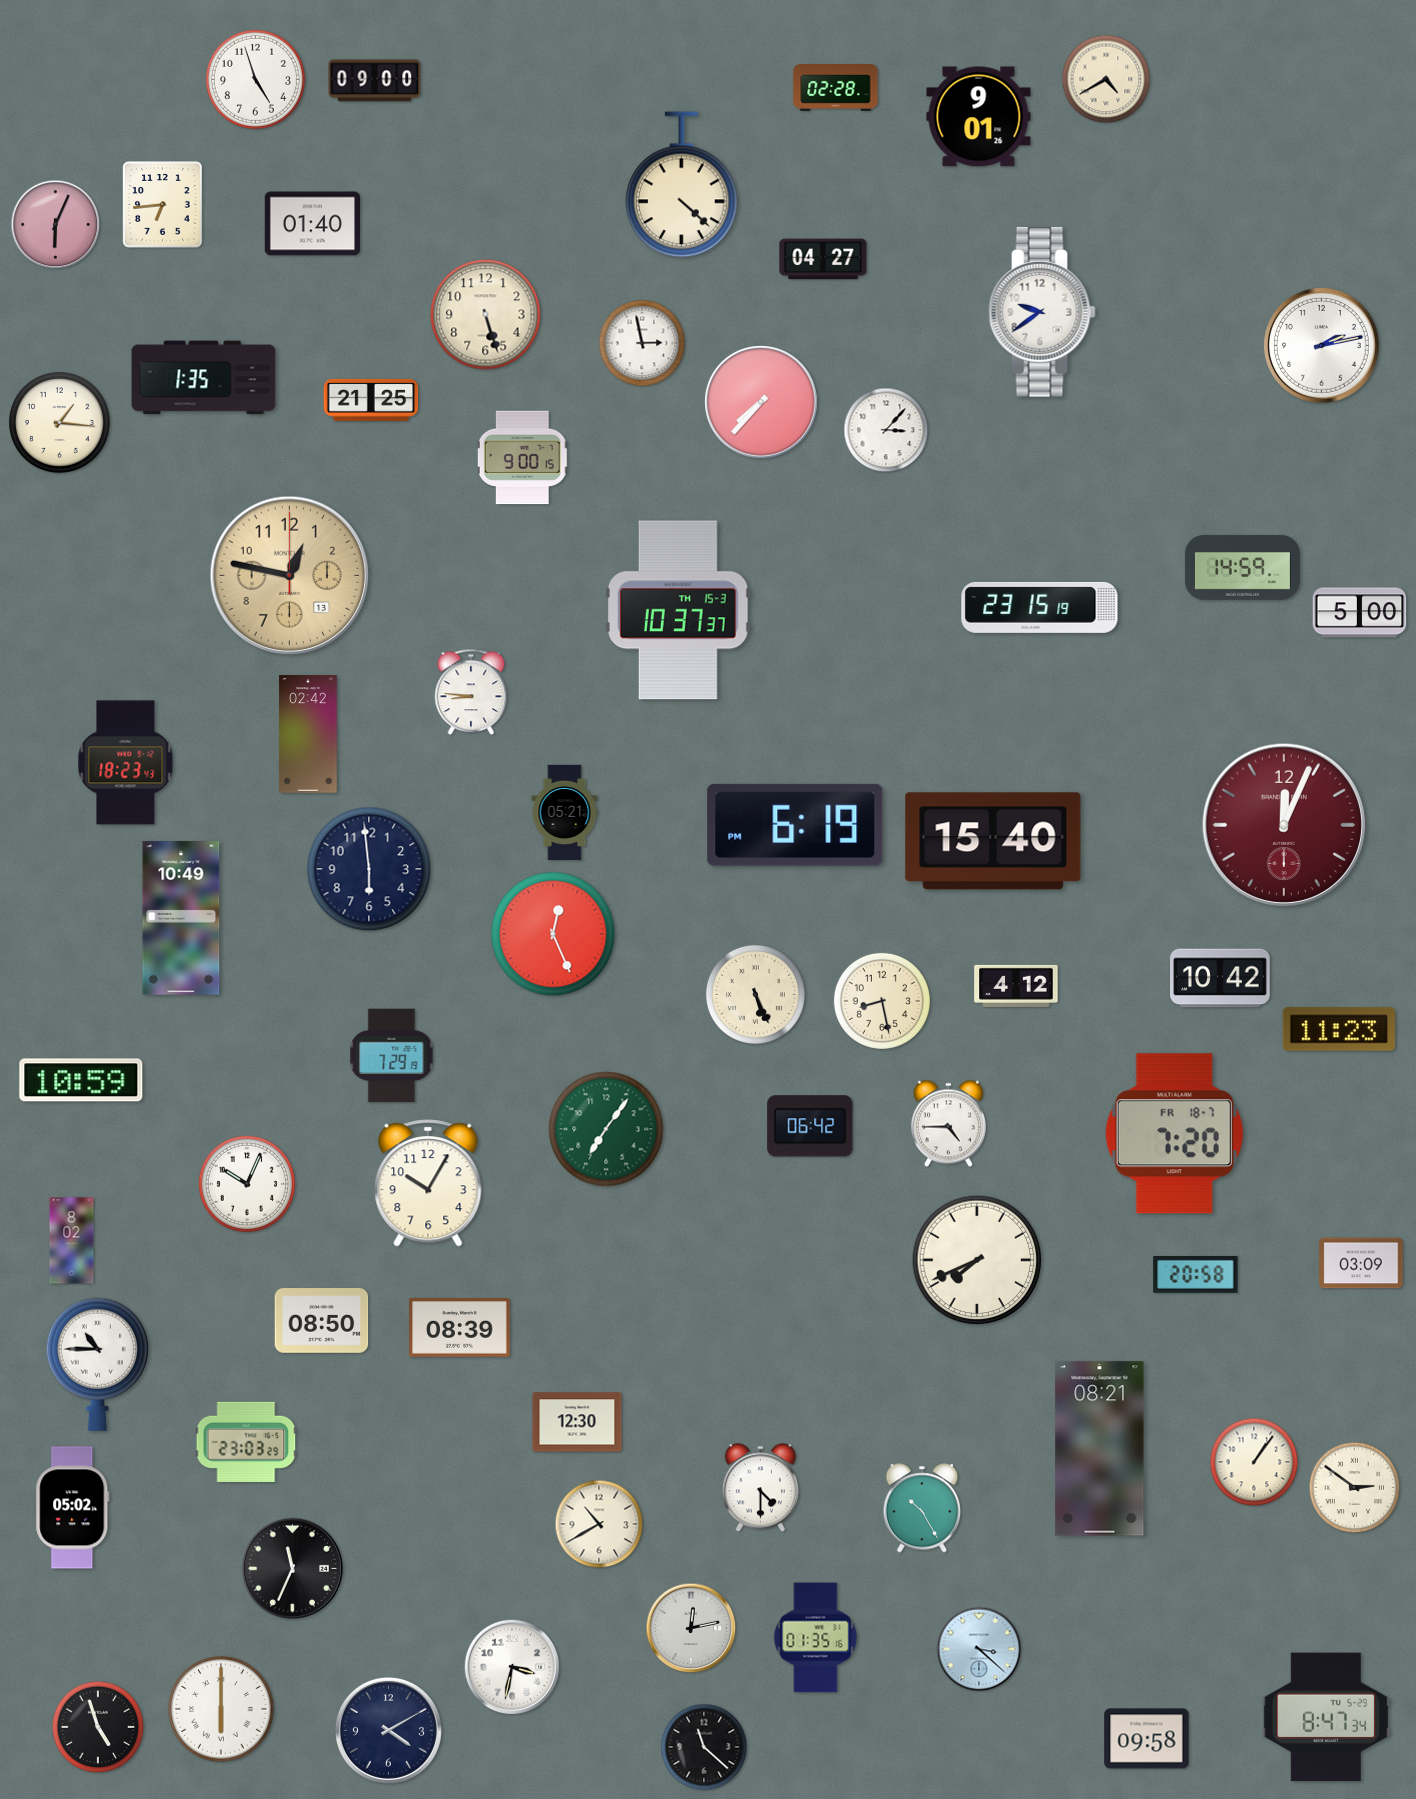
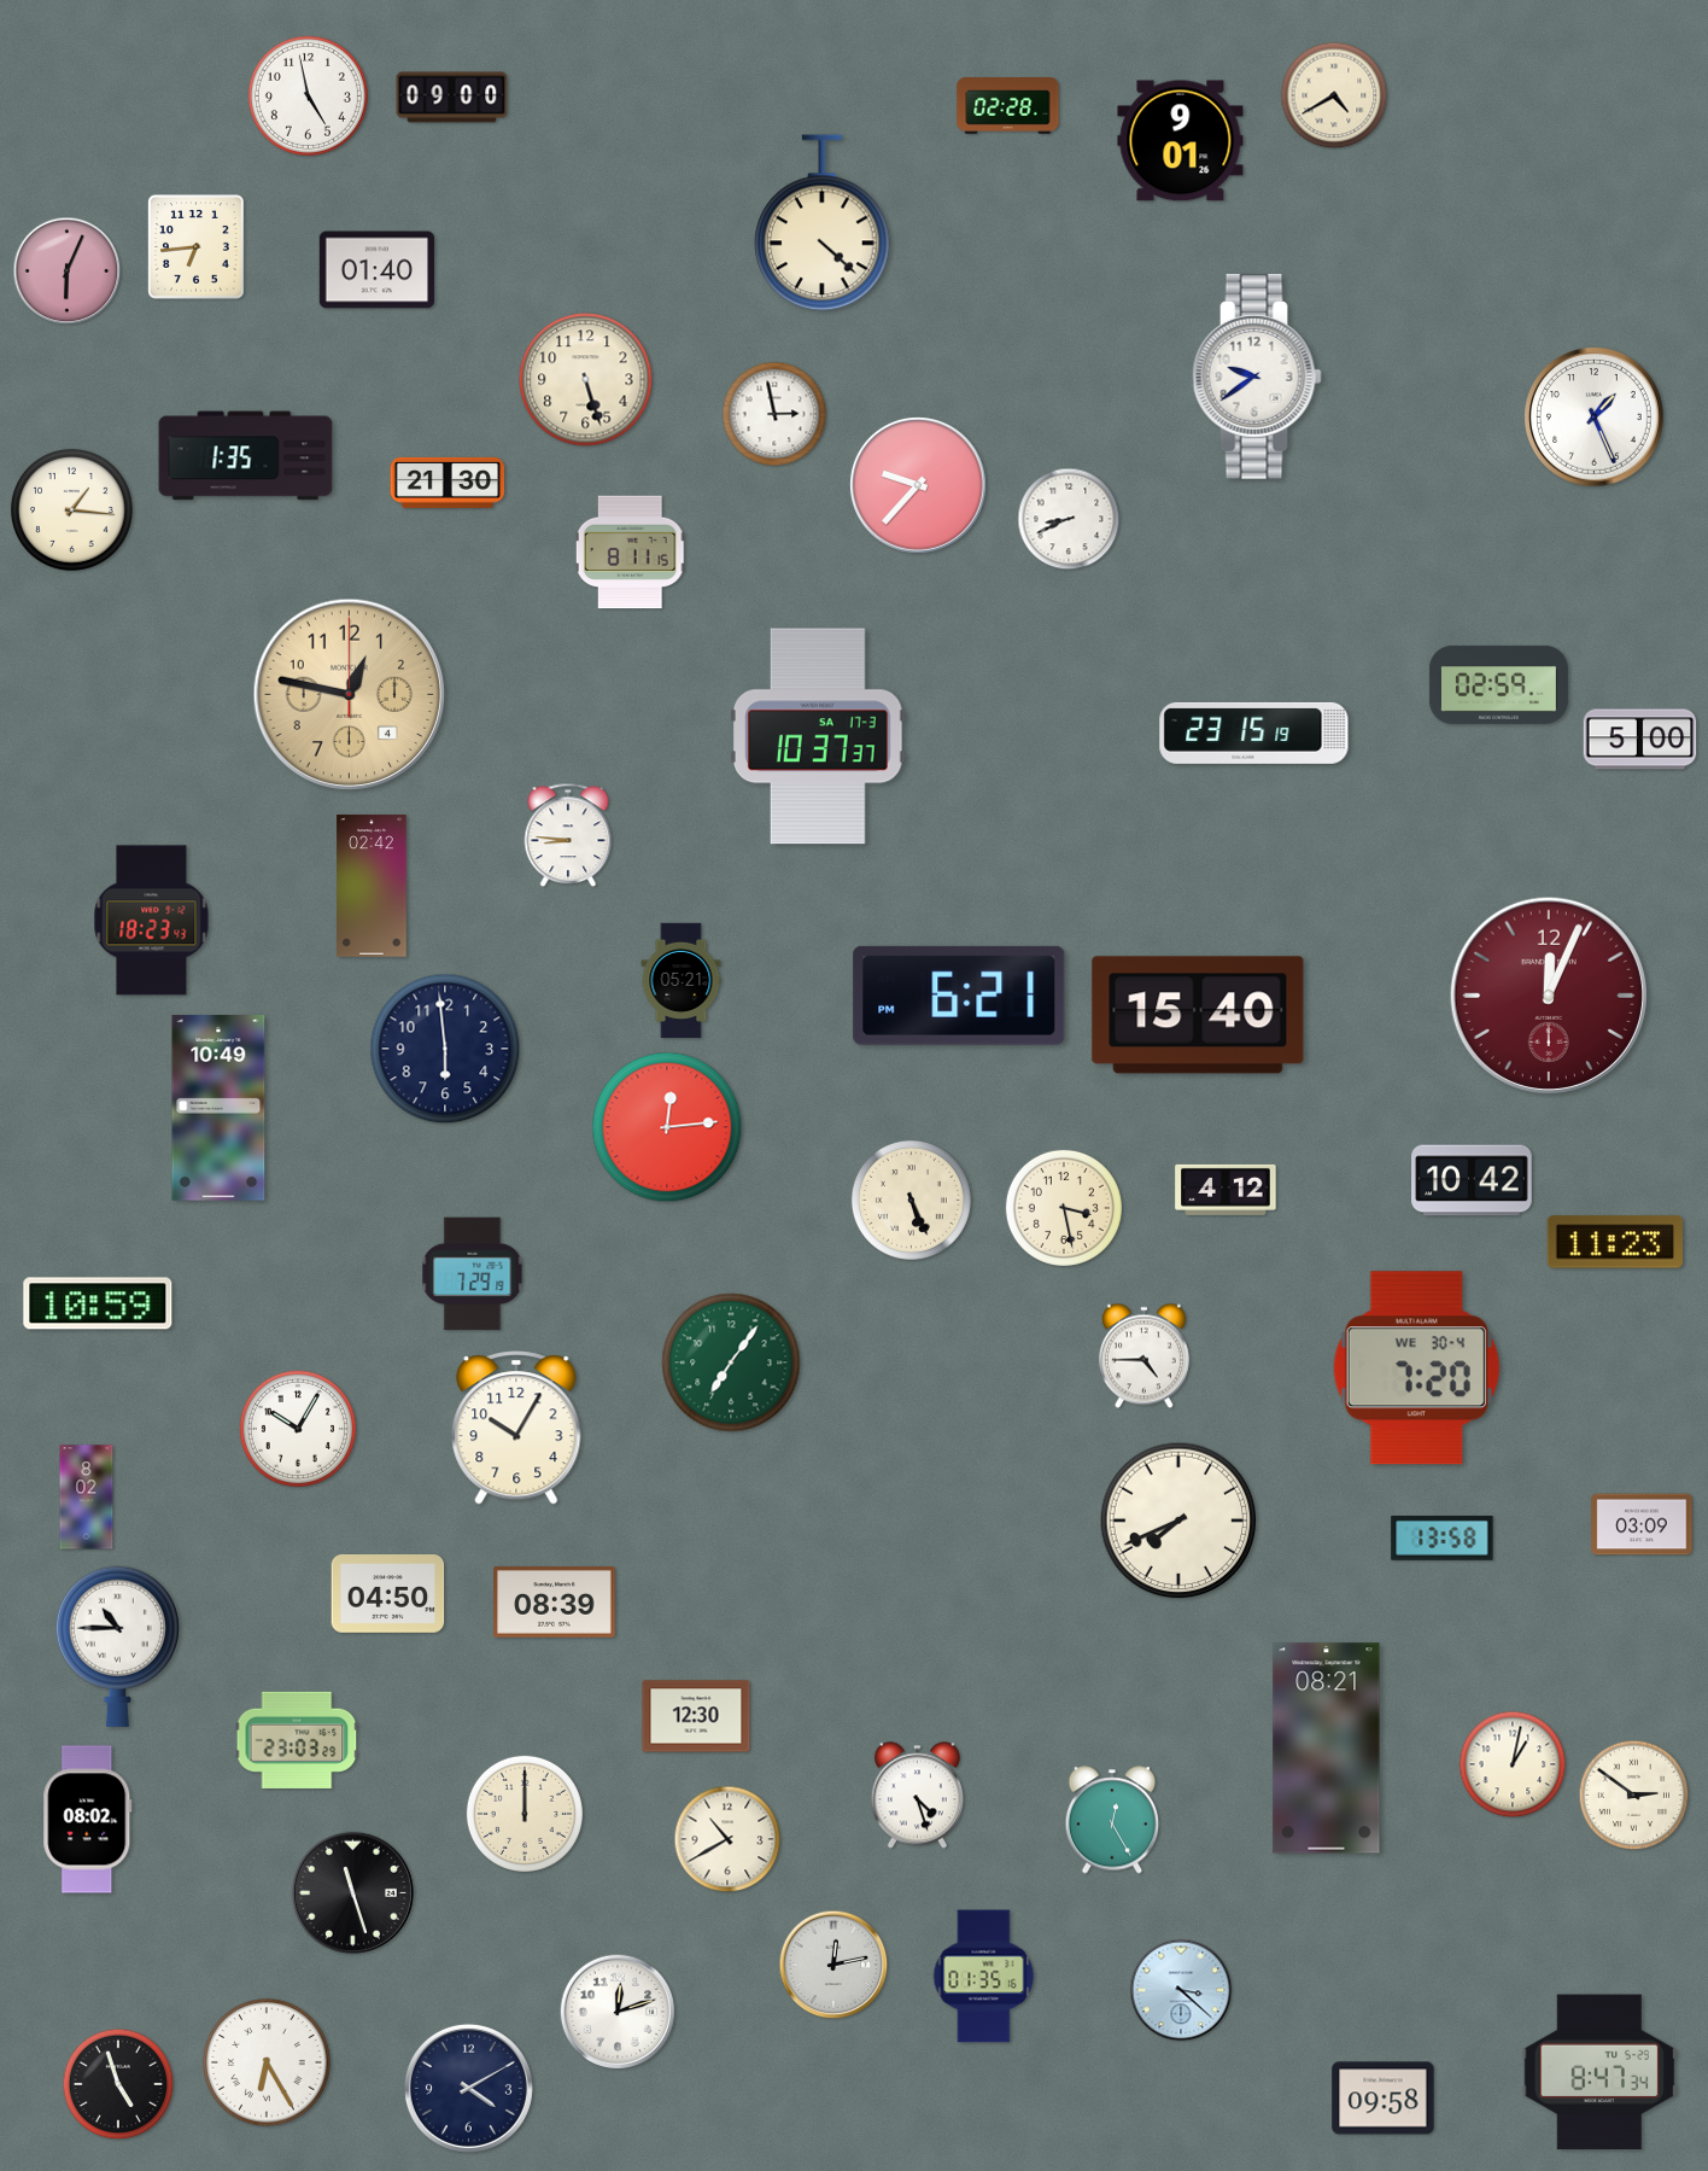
clock at (255, 79): 4:57 -> 4:58
clock at (823, 259): 04:27 -> none
clock at (1322, 346): 2:13 -> 1:26
clock at (371, 400): 21:25 -> 21:30
clock at (761, 402): 7:37 -> 9:37
clock at (886, 430): 3:07 -> 8:41
clock at (523, 458): 9:00 -> 8:11
clock at (1242, 567): 14:59 -> 02:59
clock at (290, 576) date: 13 -> 4
clock at (679, 610) date: TH 15-3 -> SA 17-3
clock at (795, 825): 6:19 -> 6:21
clock at (553, 934): 12:26 -> 12:14
clock at (882, 1001): 8:28 -> 3:28
clock at (810, 1126): 06:42 -> none
clock at (1174, 1134) date: FR 18-7 -> WE 30-4
clock at (247, 1184): 10:04 -> 10:05
clock at (1196, 1274): 20:58 -> 13:58
clock at (322, 1321): 08:50 -> 04:50
clock at (1254, 1462): 1:06 -> 1:02
clock at (760, 1488): 4:30 -> 4:27
clock at (525, 1814): none -> 12:00
clock at (73, 1508): 05:02 -> 08:02
clock at (922, 1508): 10:25 -> 12:25
clock at (599, 1524) position: (599, 1524) -> (727, 1839)
clock at (292, 1568): 11:34 -> 11:27
clock at (512, 1667): 3:32 -> 12:12
clock at (221, 1709): 6:00 -> 6:25
clock at (704, 1747): 11:22 -> none
